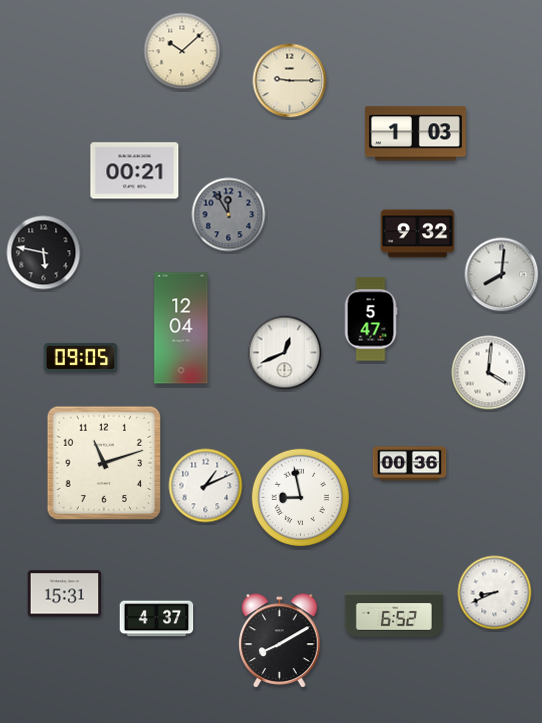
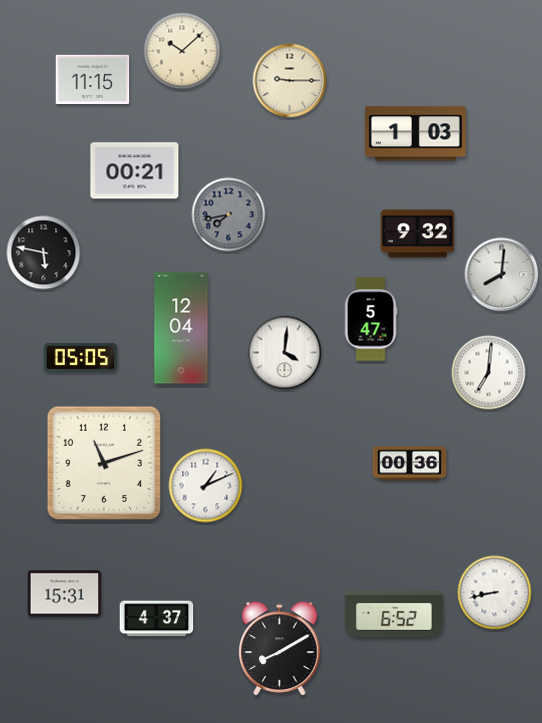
clock at (93, 80): none -> 11:15
clock at (229, 215): 11:55 -> 7:43
clock at (285, 353): 12:41 -> 4:01
clock at (81, 357): 09:05 -> 05:05
clock at (489, 373): 4:01 -> 7:01
clock at (301, 498): 8:58 -> none
clock at (495, 593): 8:41 -> 8:43
clock at (280, 641) position: (280, 641) -> (280, 649)
